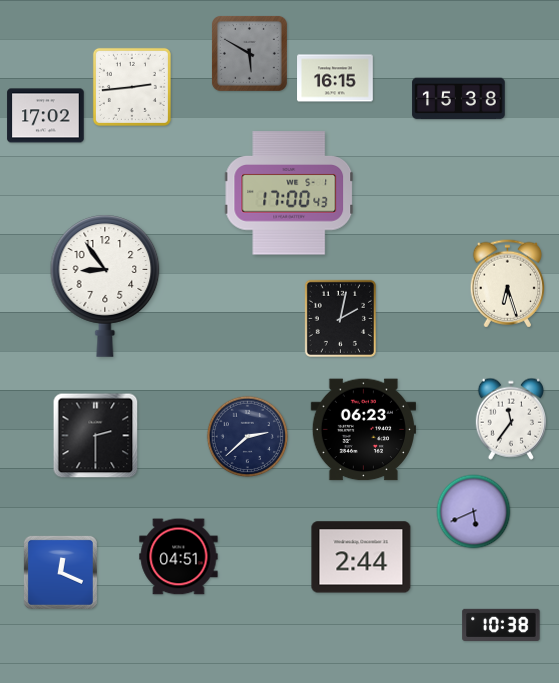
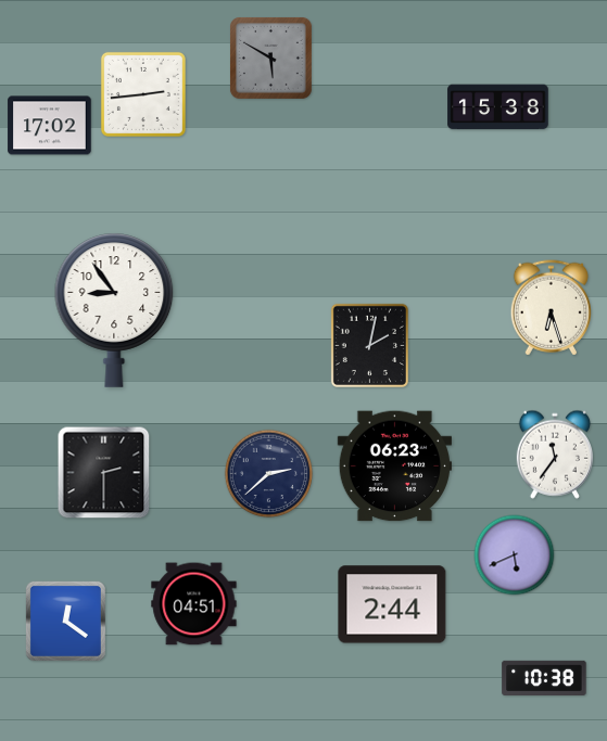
clock at (335, 78): 16:15 -> none
clock at (289, 193): 17:00 -> none
clock at (60, 572): 12:19 -> 12:21
